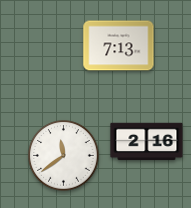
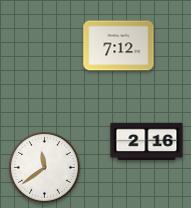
clock at (119, 46): 7:13 -> 7:12
clock at (64, 156) position: (64, 156) -> (45, 168)
